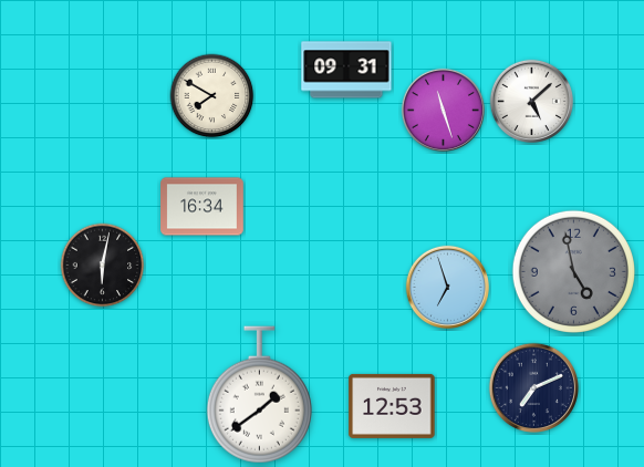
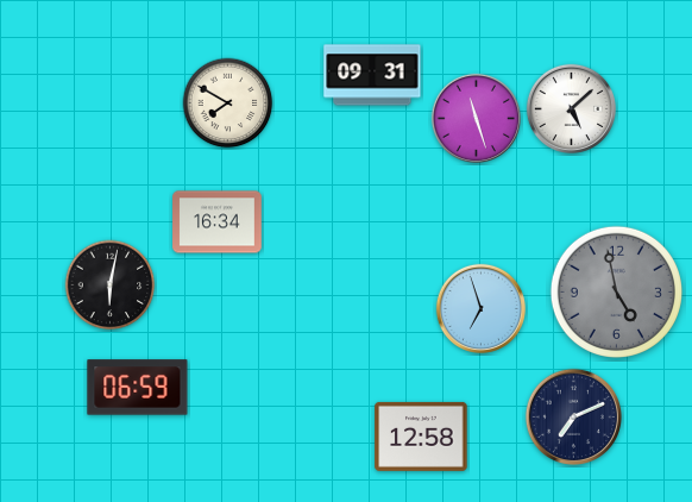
clock at (138, 388): none -> 06:59
clock at (259, 395): 1:39 -> none
clock at (392, 406): 12:53 -> 12:58
